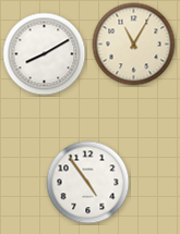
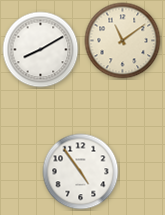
clock at (134, 45): 11:05 -> 11:09
clock at (88, 183) position: (88, 183) -> (81, 172)
